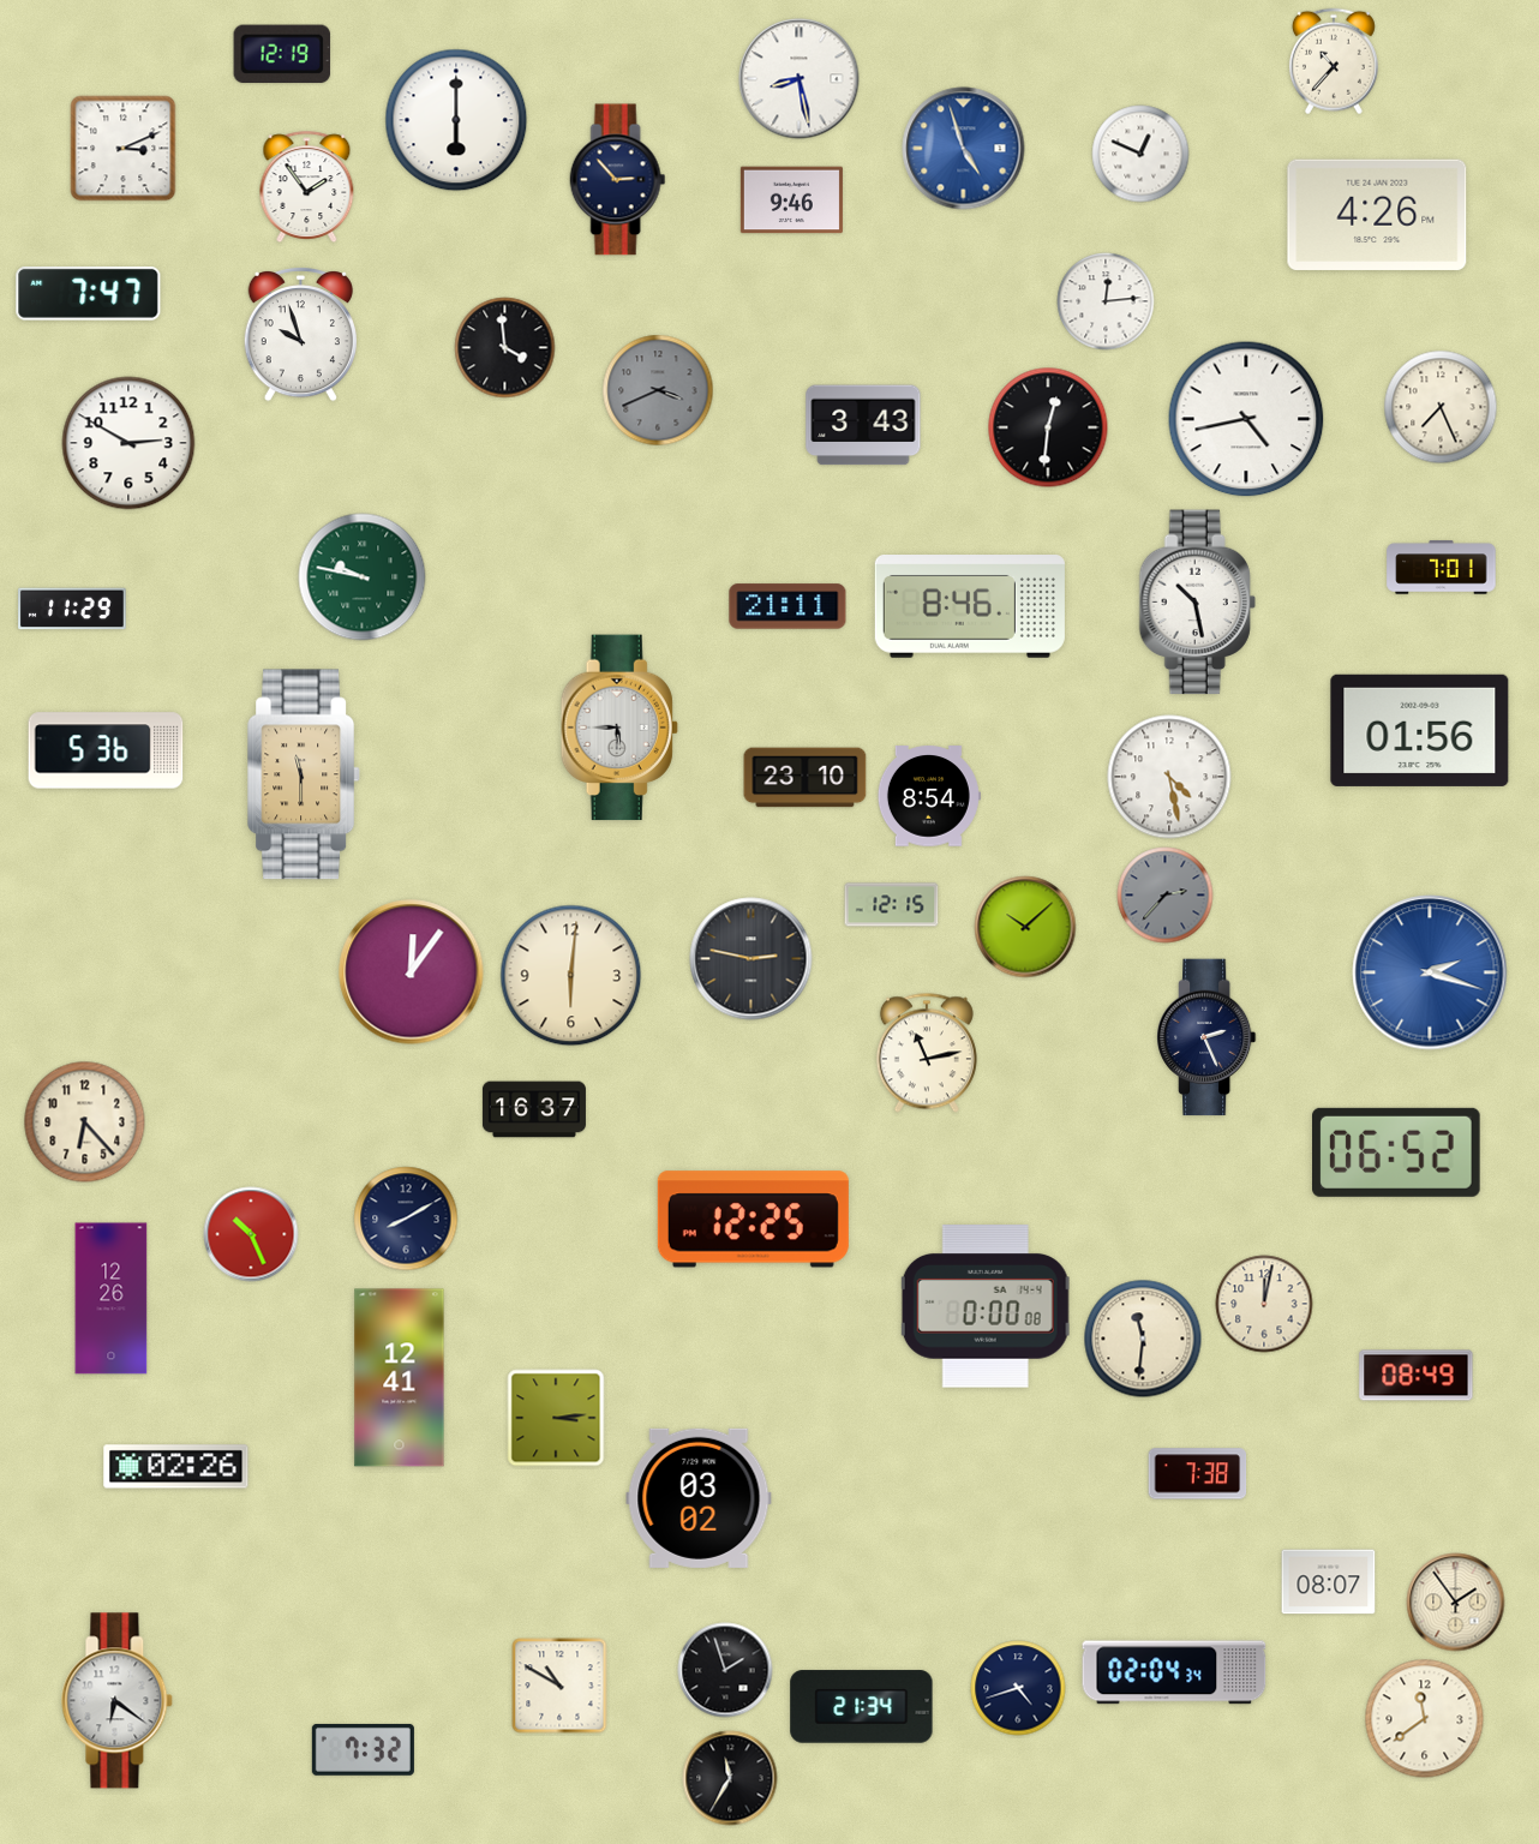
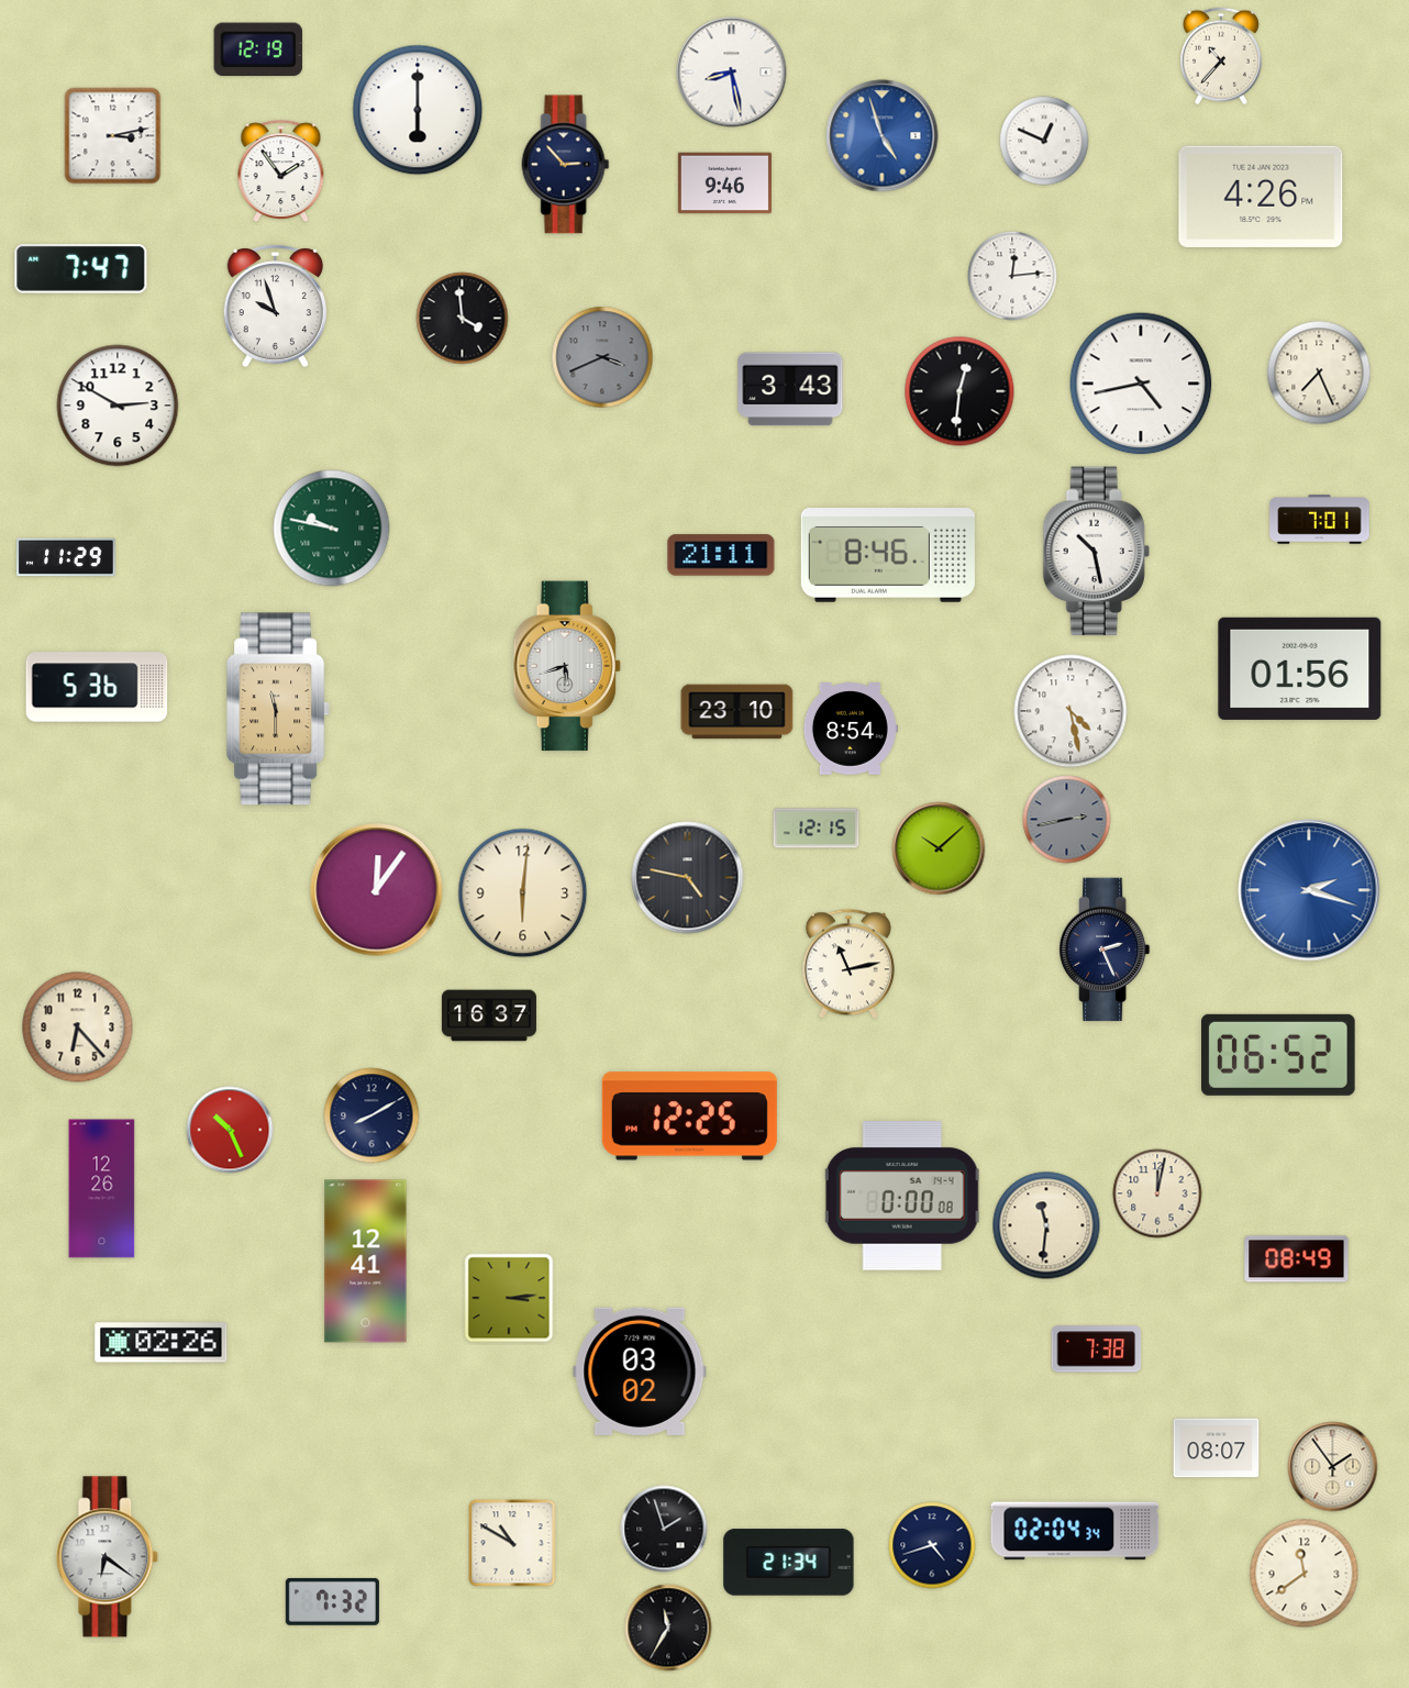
clock at (124, 149): 3:11 -> 3:13
clock at (619, 728): 5:45 -> 5:42
clock at (1166, 896): 2:37 -> 2:43
clock at (751, 959): 2:47 -> 4:47
